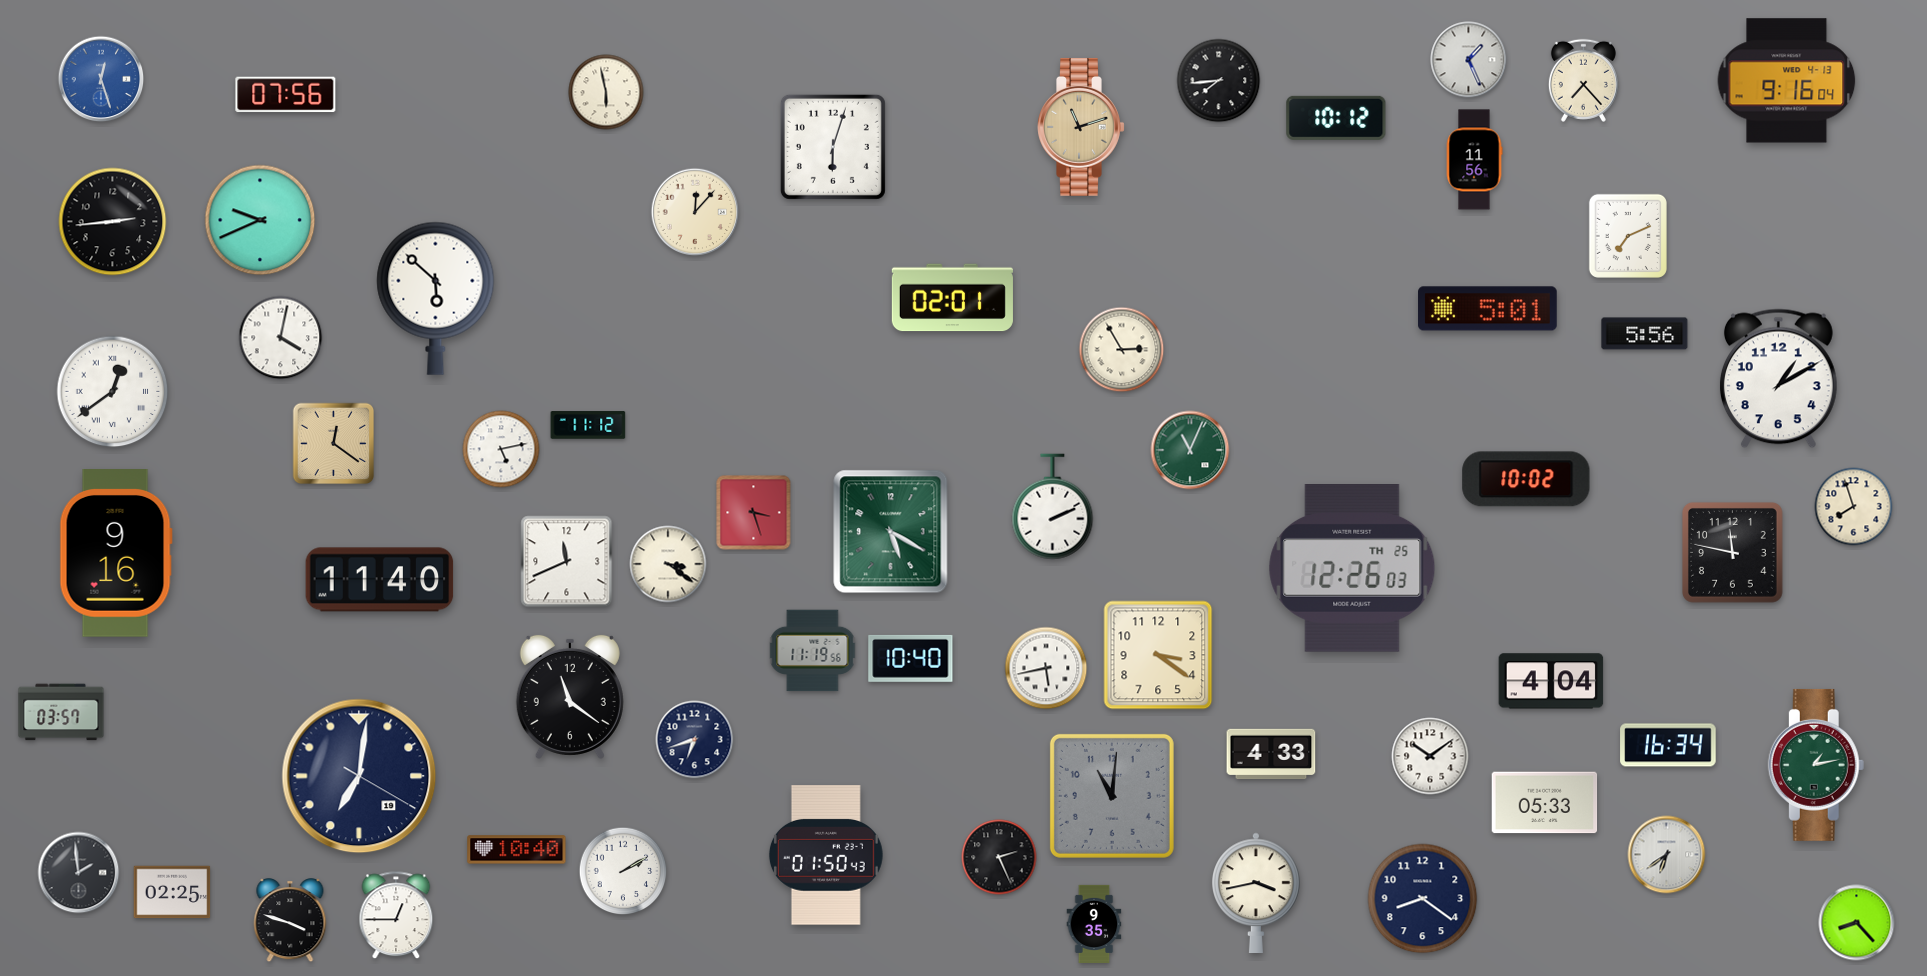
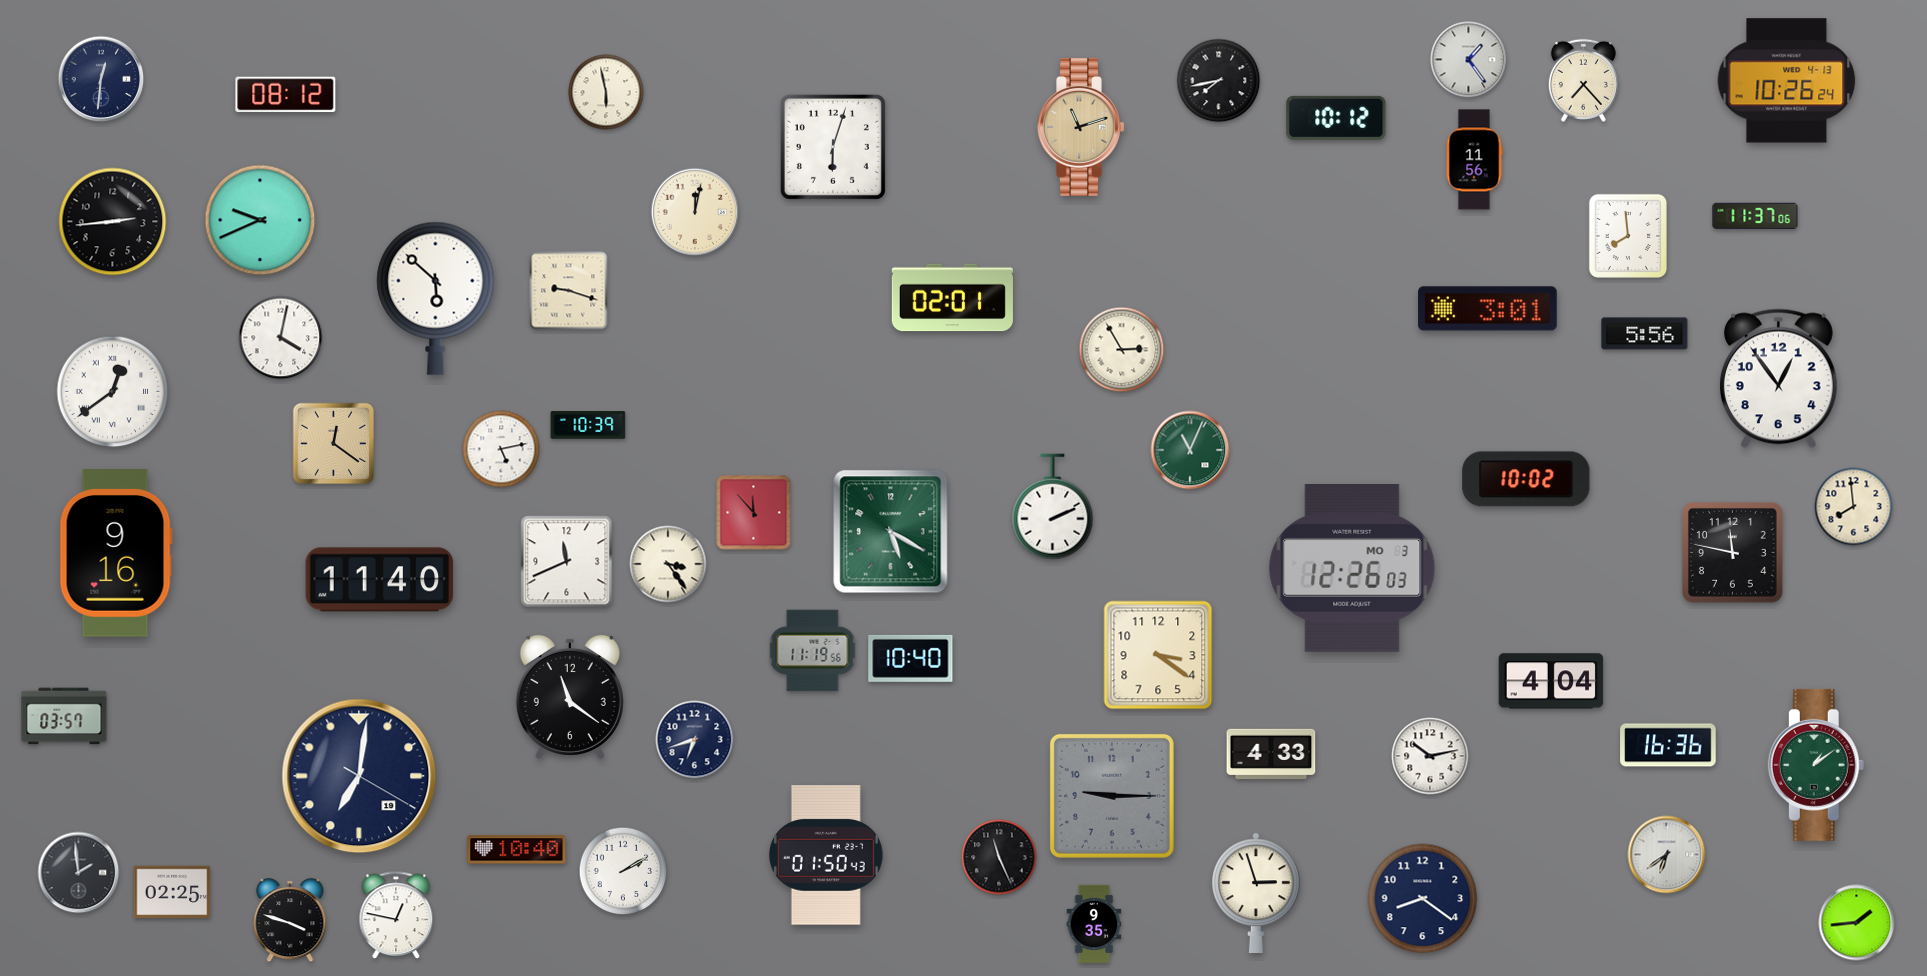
clock at (1469, 60): 1:26 -> 1:24
clock at (101, 79): 12:27 -> 12:31
clock at (101, 79) dial: blue -> navy
clock at (1219, 81): 7:44 -> 7:43
clock at (1787, 81): 9:16 -> 10:26
clock at (286, 95): 07:56 -> 08:12
clock at (695, 212): 12:07 -> 12:02
clock at (1755, 216): none -> 11:37
clock at (1628, 236): 7:11 -> 7:59
clock at (569, 291): none -> 9:18
clock at (1488, 309): 5:01 -> 3:01
clock at (1778, 379): 1:10 -> 12:54
clock at (588, 425): 11:12 -> 10:39
clock at (1854, 507): 7:57 -> 7:59
clock at (754, 513): 3:27 -> 11:53
clock at (668, 564): 3:21 -> 3:24
clock at (1352, 569) date: TH 25 -> MO 3
clock at (1046, 668): 5:43 -> none
clock at (61, 712) position: (61, 712) -> (64, 716)
clock at (1668, 745): 16:34 -> 16:36
clock at (1430, 756): 10:09 -> 10:13
clock at (1816, 765): 1:13 -> 1:09
clock at (1112, 796): 11:01 -> 9:15
clock at (1545, 803): 05:33 -> none
clock at (999, 857): 2:26 -> 11:26
clock at (1257, 892): 3:43 -> 2:57
clock at (396, 916): 12:45 -> 12:47
clock at (1857, 923): 8:23 -> 1:44
